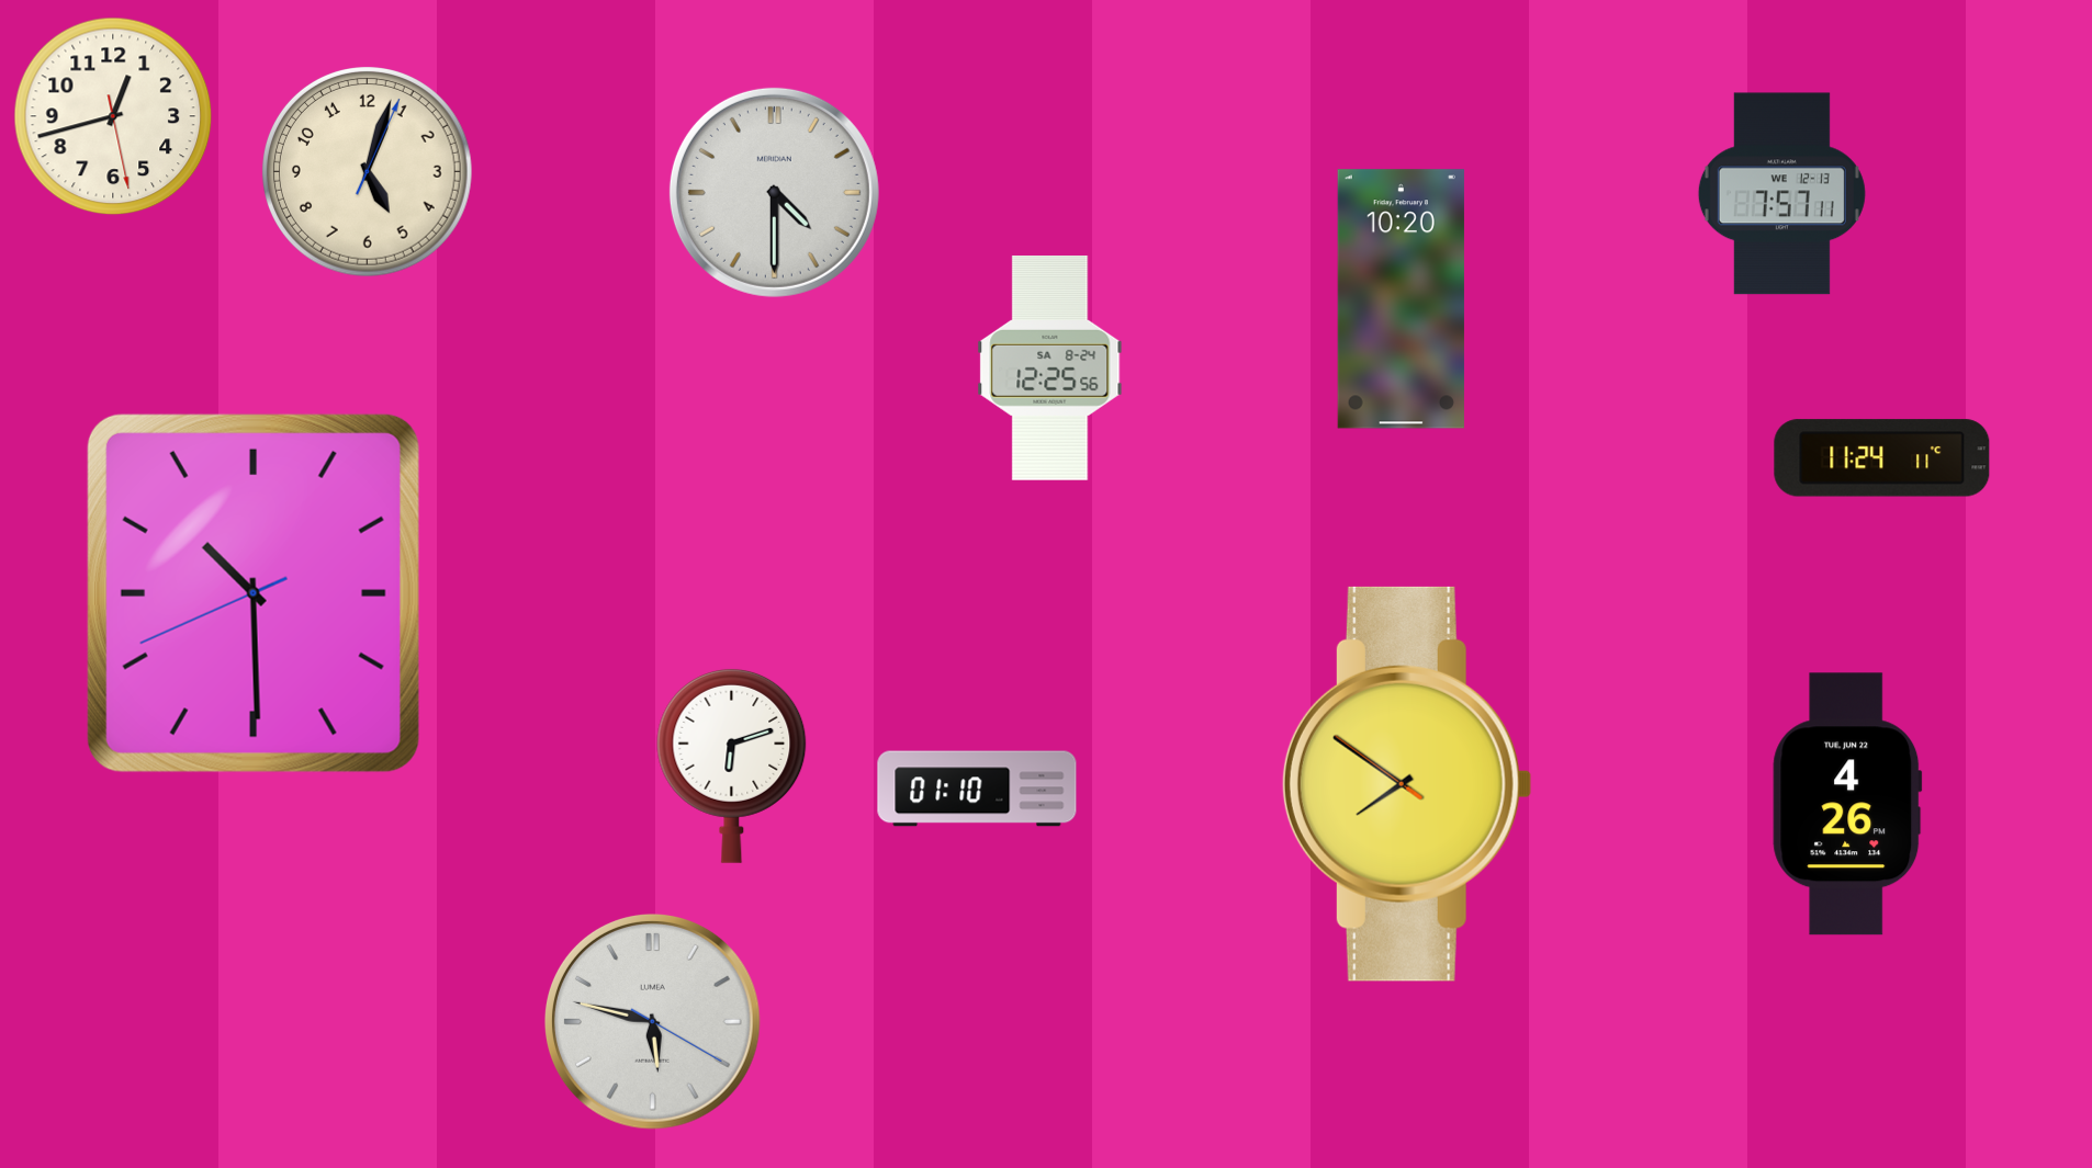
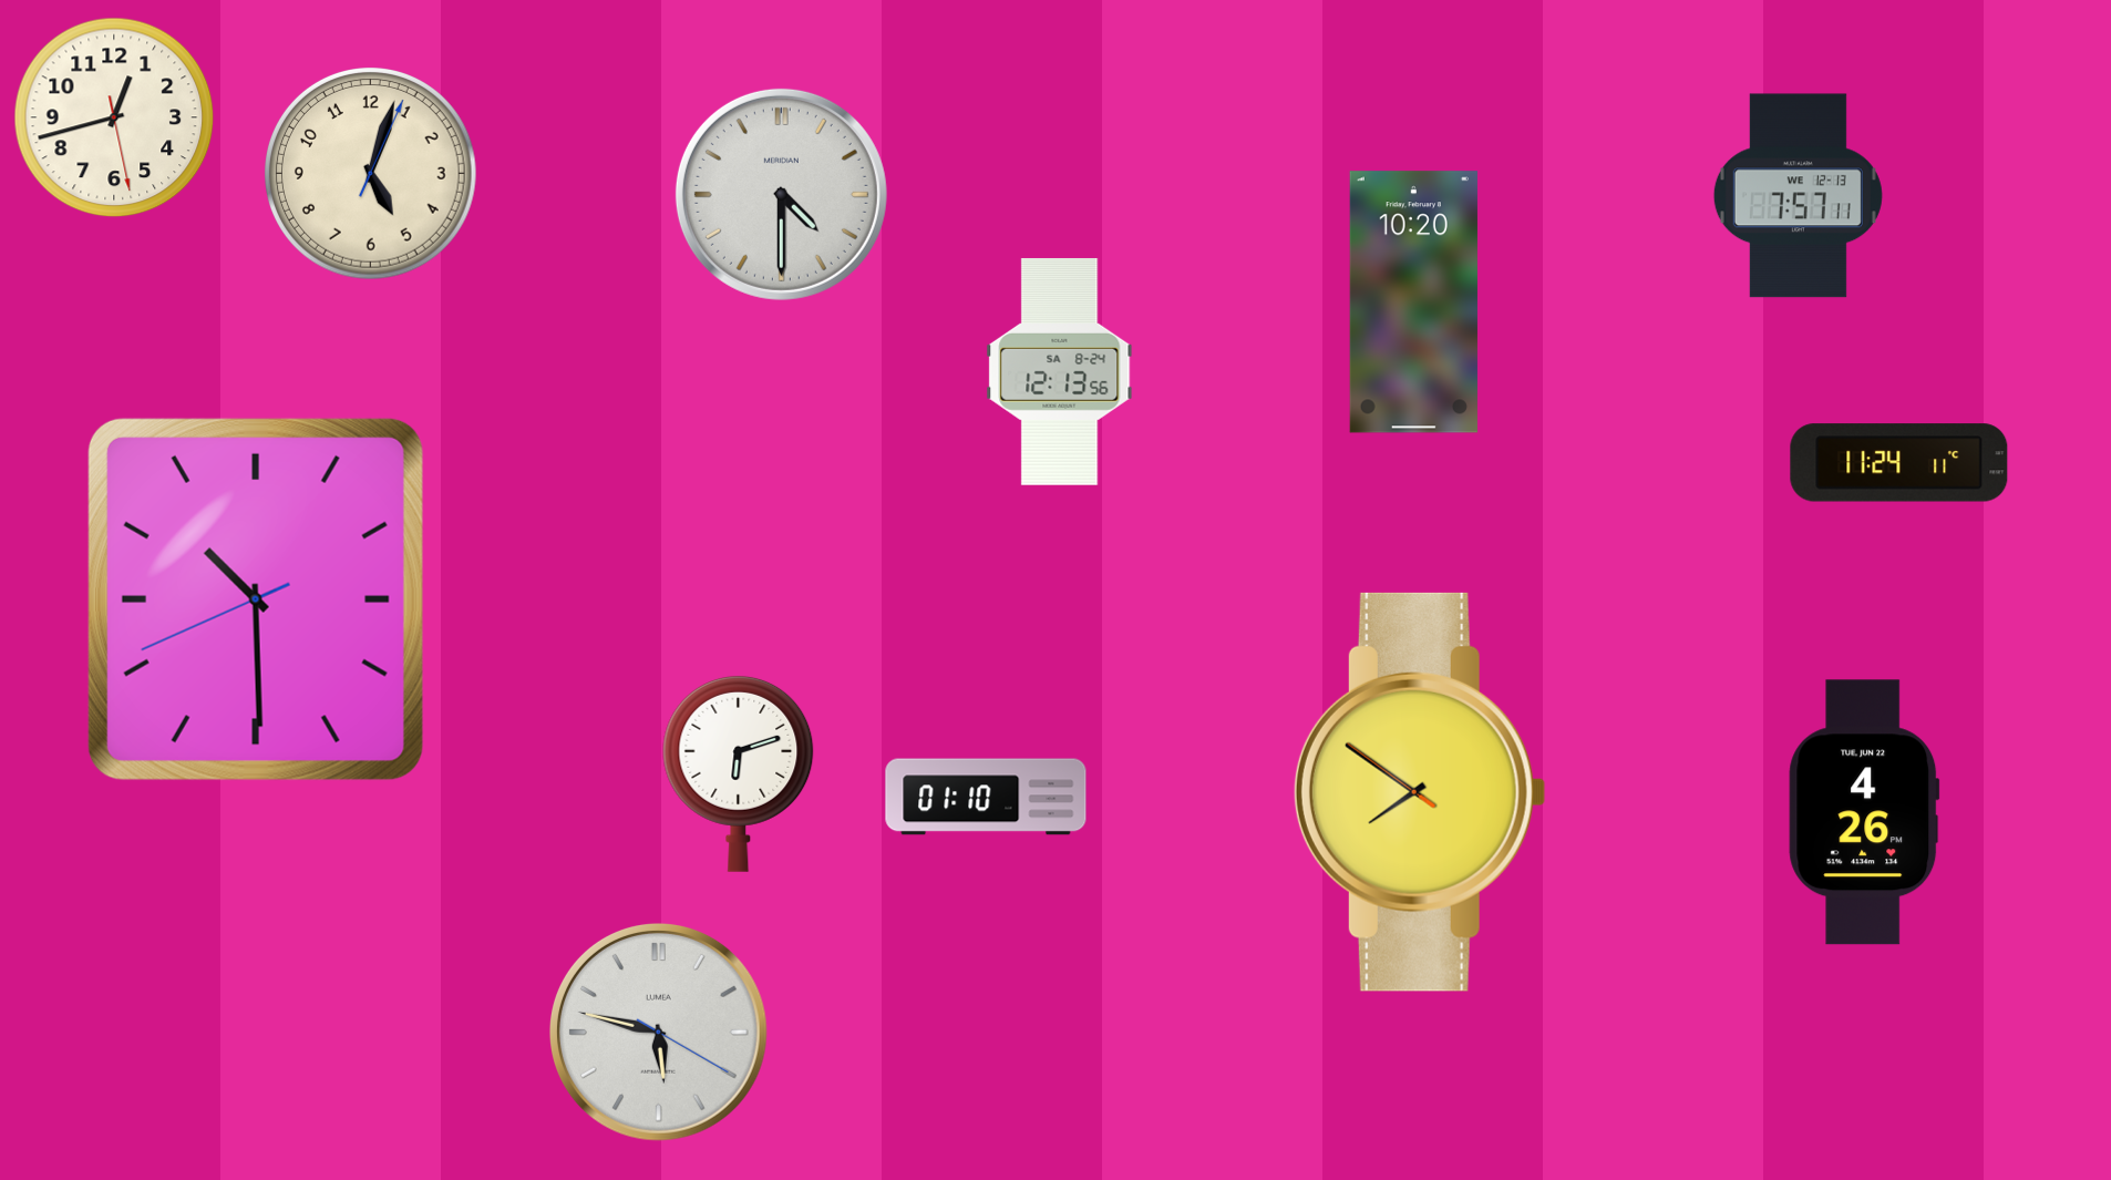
clock at (1050, 367): 12:25 -> 12:13
